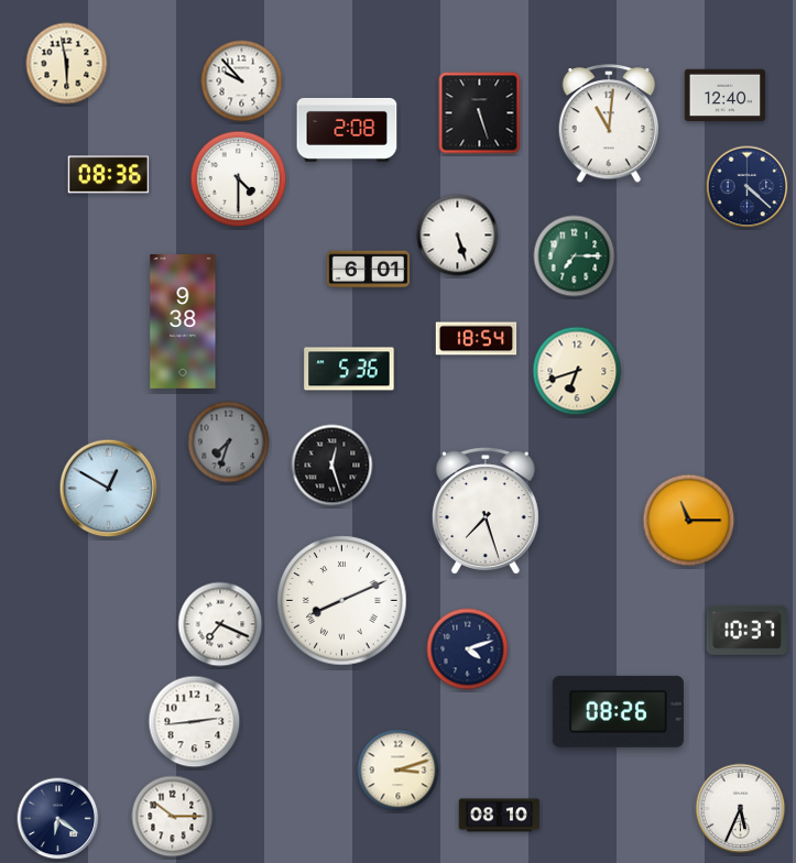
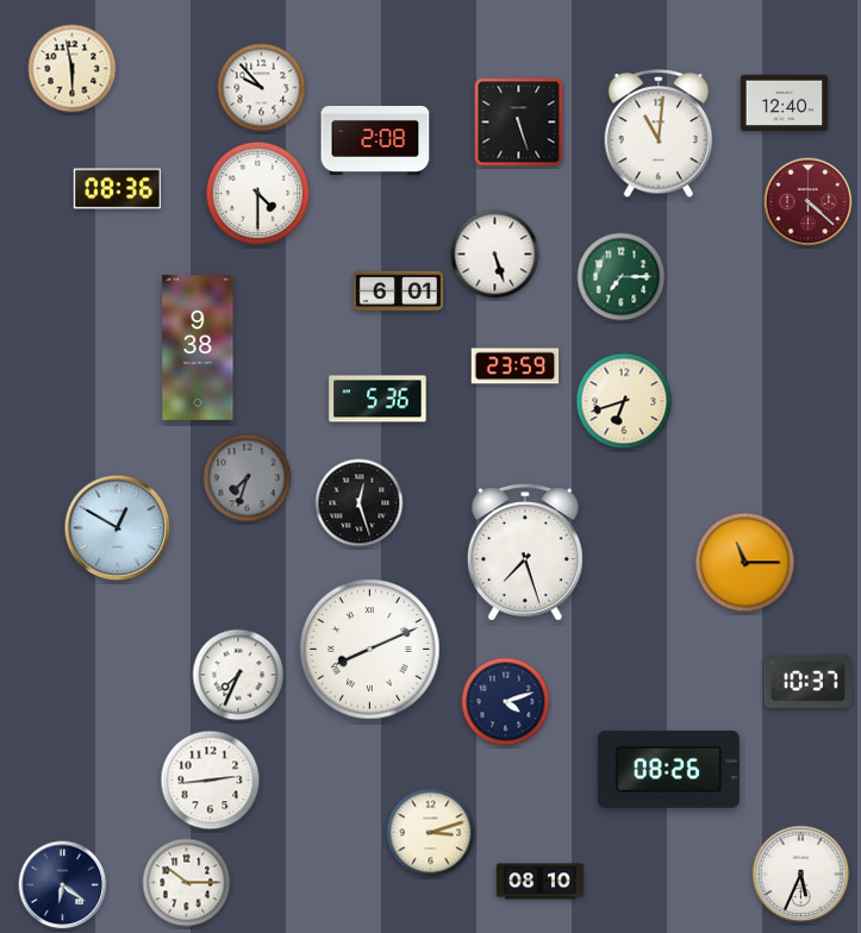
clock at (748, 187) dial: navy -> burgundy
clock at (477, 339): 18:54 -> 23:59
clock at (220, 624): 7:19 -> 7:34
